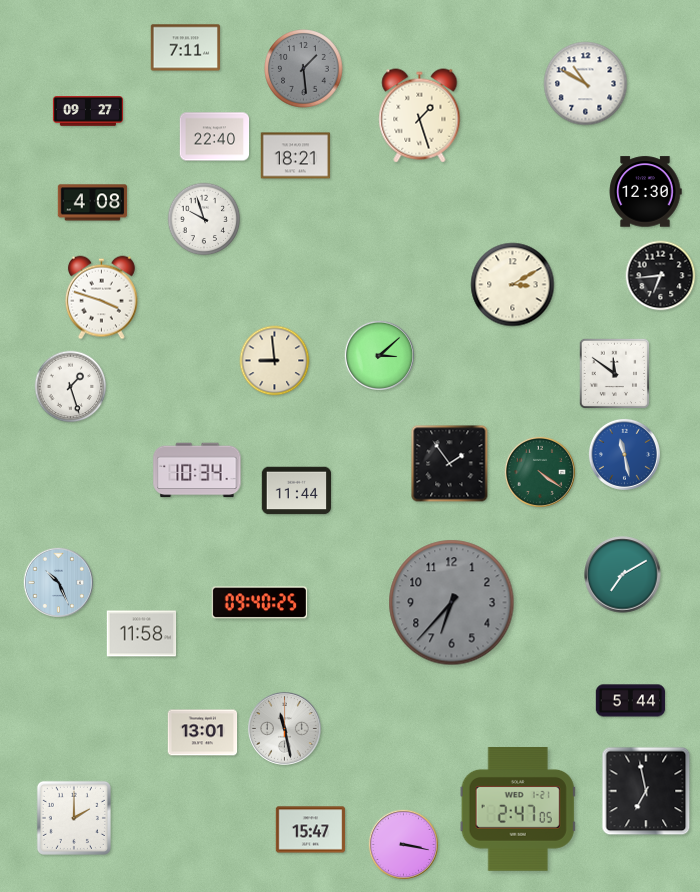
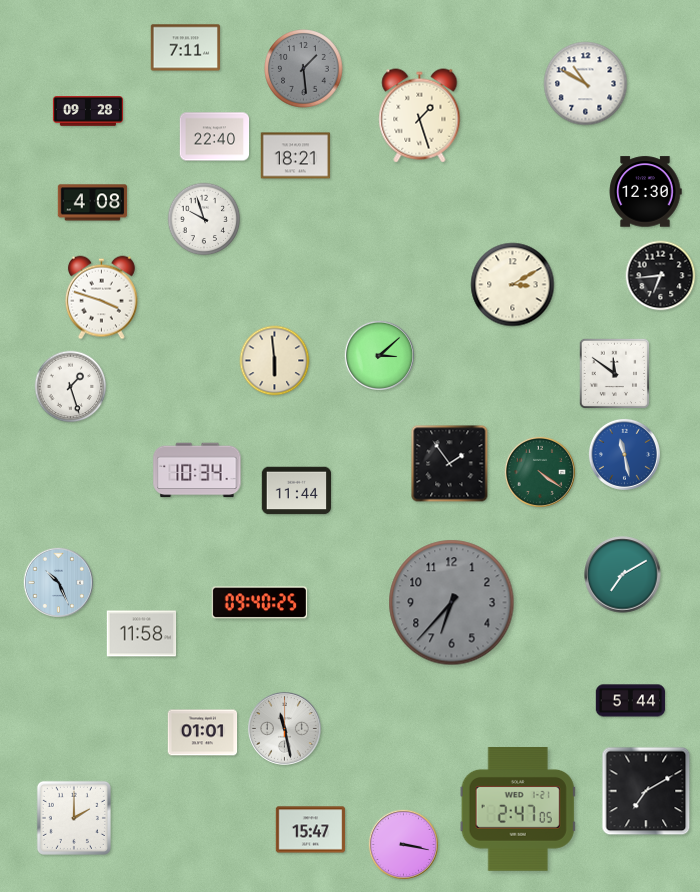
clock at (87, 111): 09:27 -> 09:28
clock at (275, 361): 8:59 -> 5:59
clock at (203, 733): 13:01 -> 01:01
clock at (646, 791): 6:58 -> 7:10
